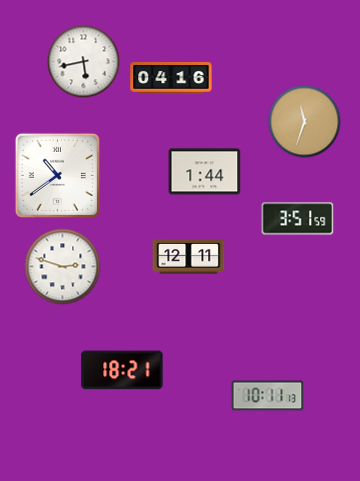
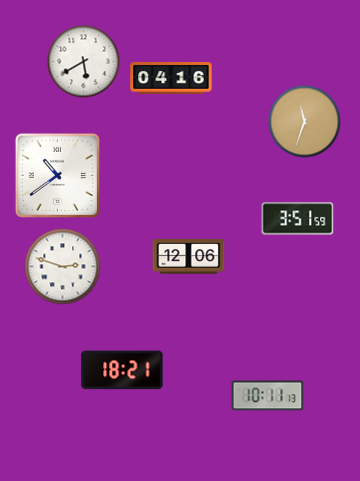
clock at (84, 62): 5:43 -> 5:40
clock at (205, 172): 1:44 -> none
clock at (189, 257): 12:11 -> 12:06
